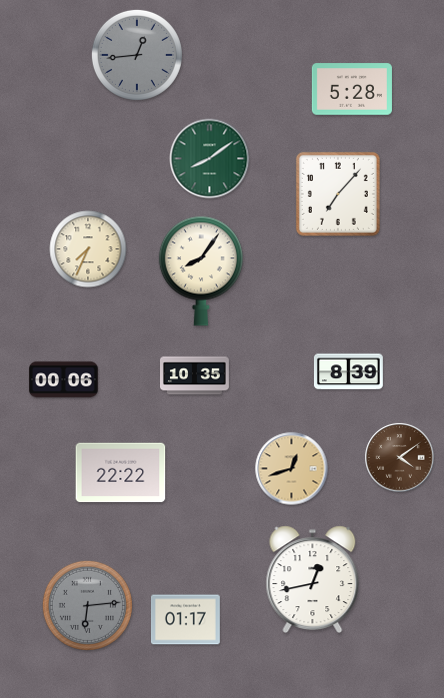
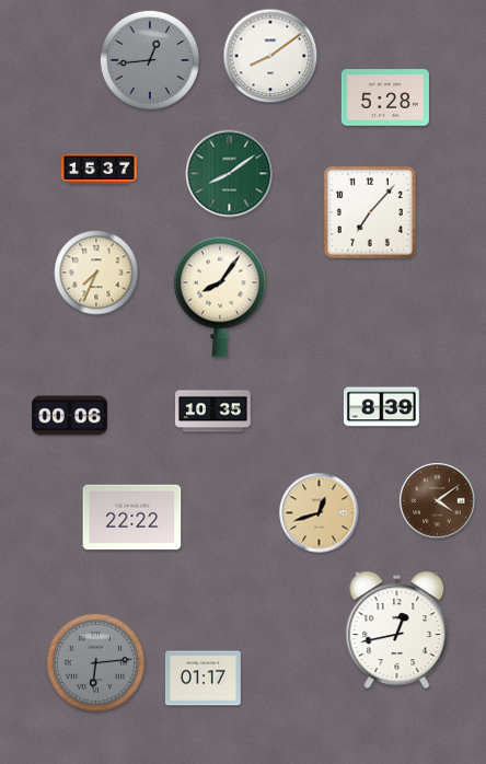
clock at (270, 56): none -> 8:09
clock at (100, 170): none -> 15:37
clock at (313, 580) position: (313, 580) -> (397, 630)
